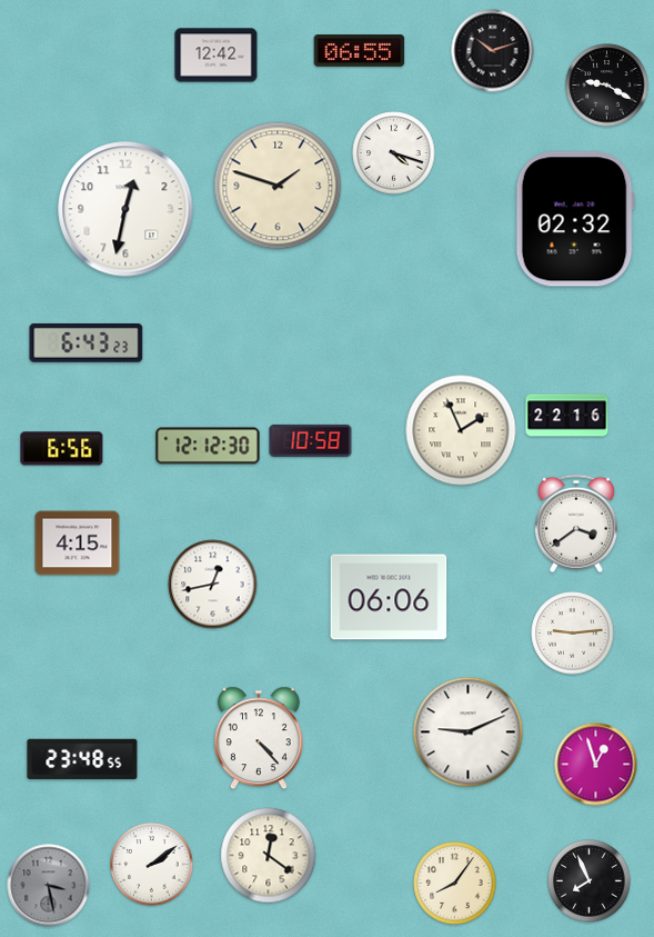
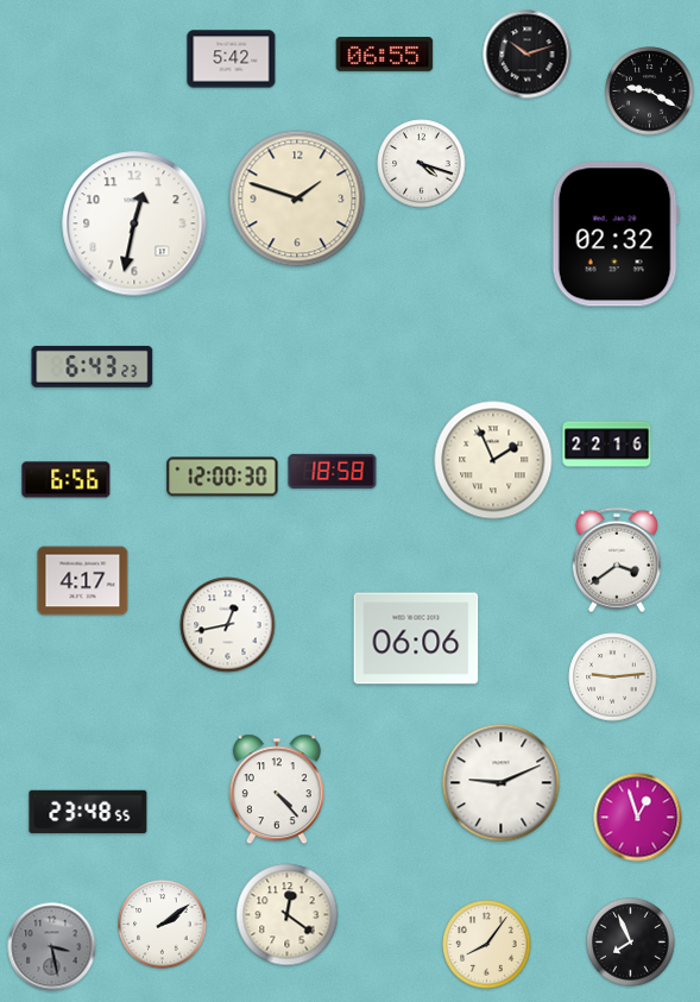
clock at (217, 56): 12:42 -> 5:42
clock at (311, 440): 10:58 -> 18:58
clock at (208, 446): 12:12 -> 12:00
clock at (78, 544): 4:15 -> 4:17
